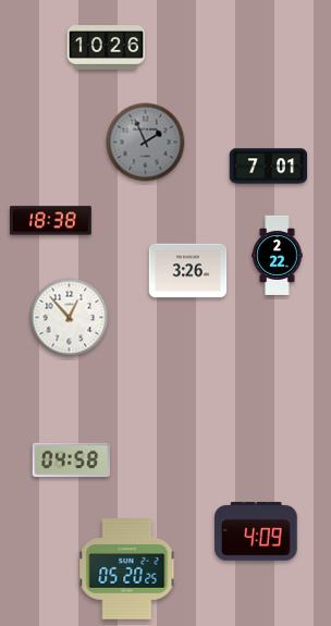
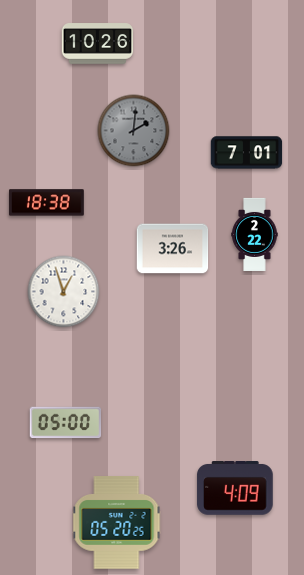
clock at (146, 143): 1:56 -> 2:01
clock at (70, 318): 12:53 -> 12:57
clock at (72, 461): 04:58 -> 05:00
